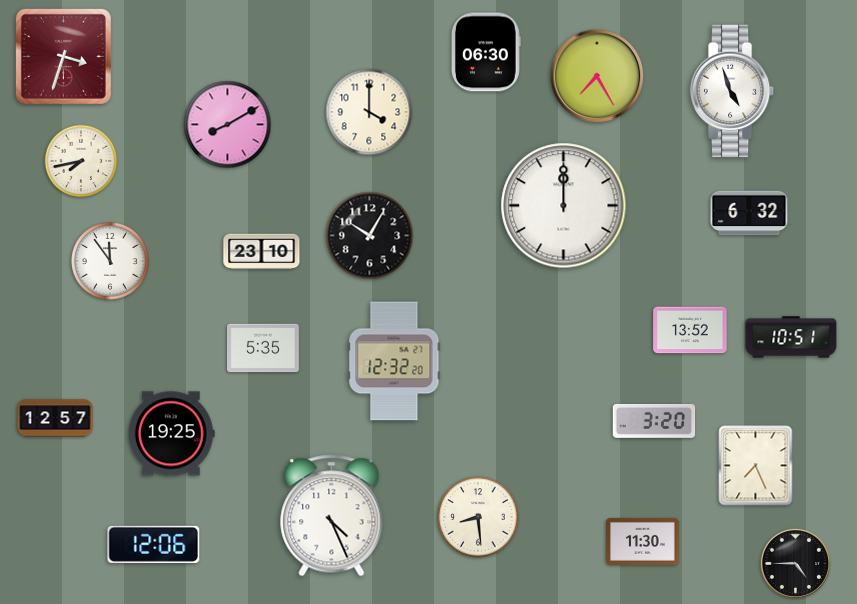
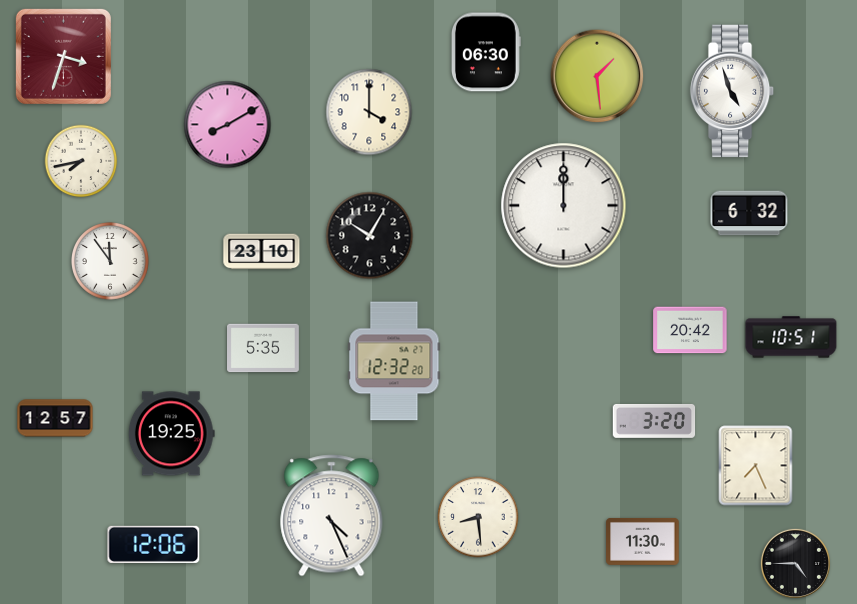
clock at (597, 76): 7:25 -> 1:29
clock at (690, 330): 13:52 -> 20:42
